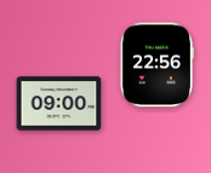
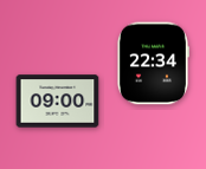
clock at (156, 65): 22:56 -> 22:34
